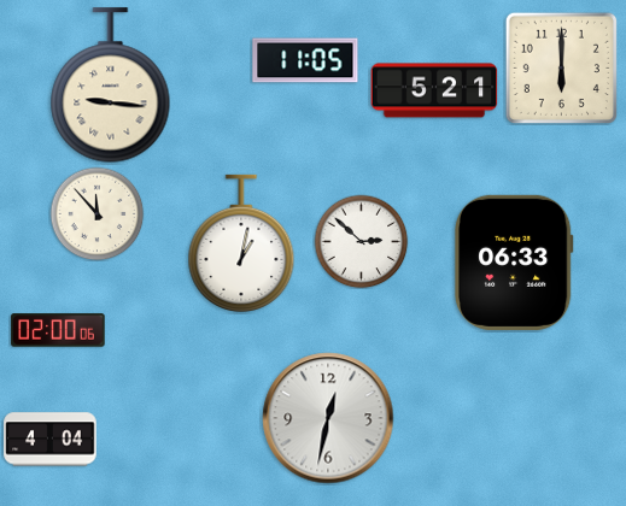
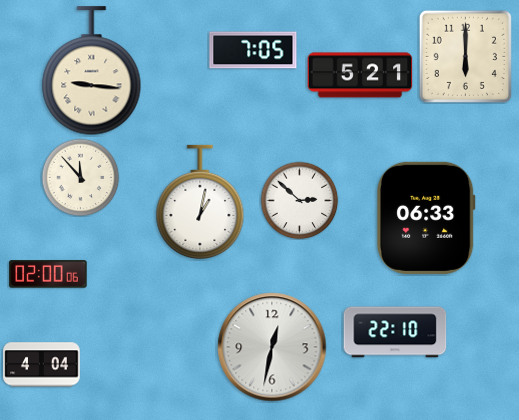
clock at (305, 60): 11:05 -> 7:05
clock at (395, 332): none -> 22:10
